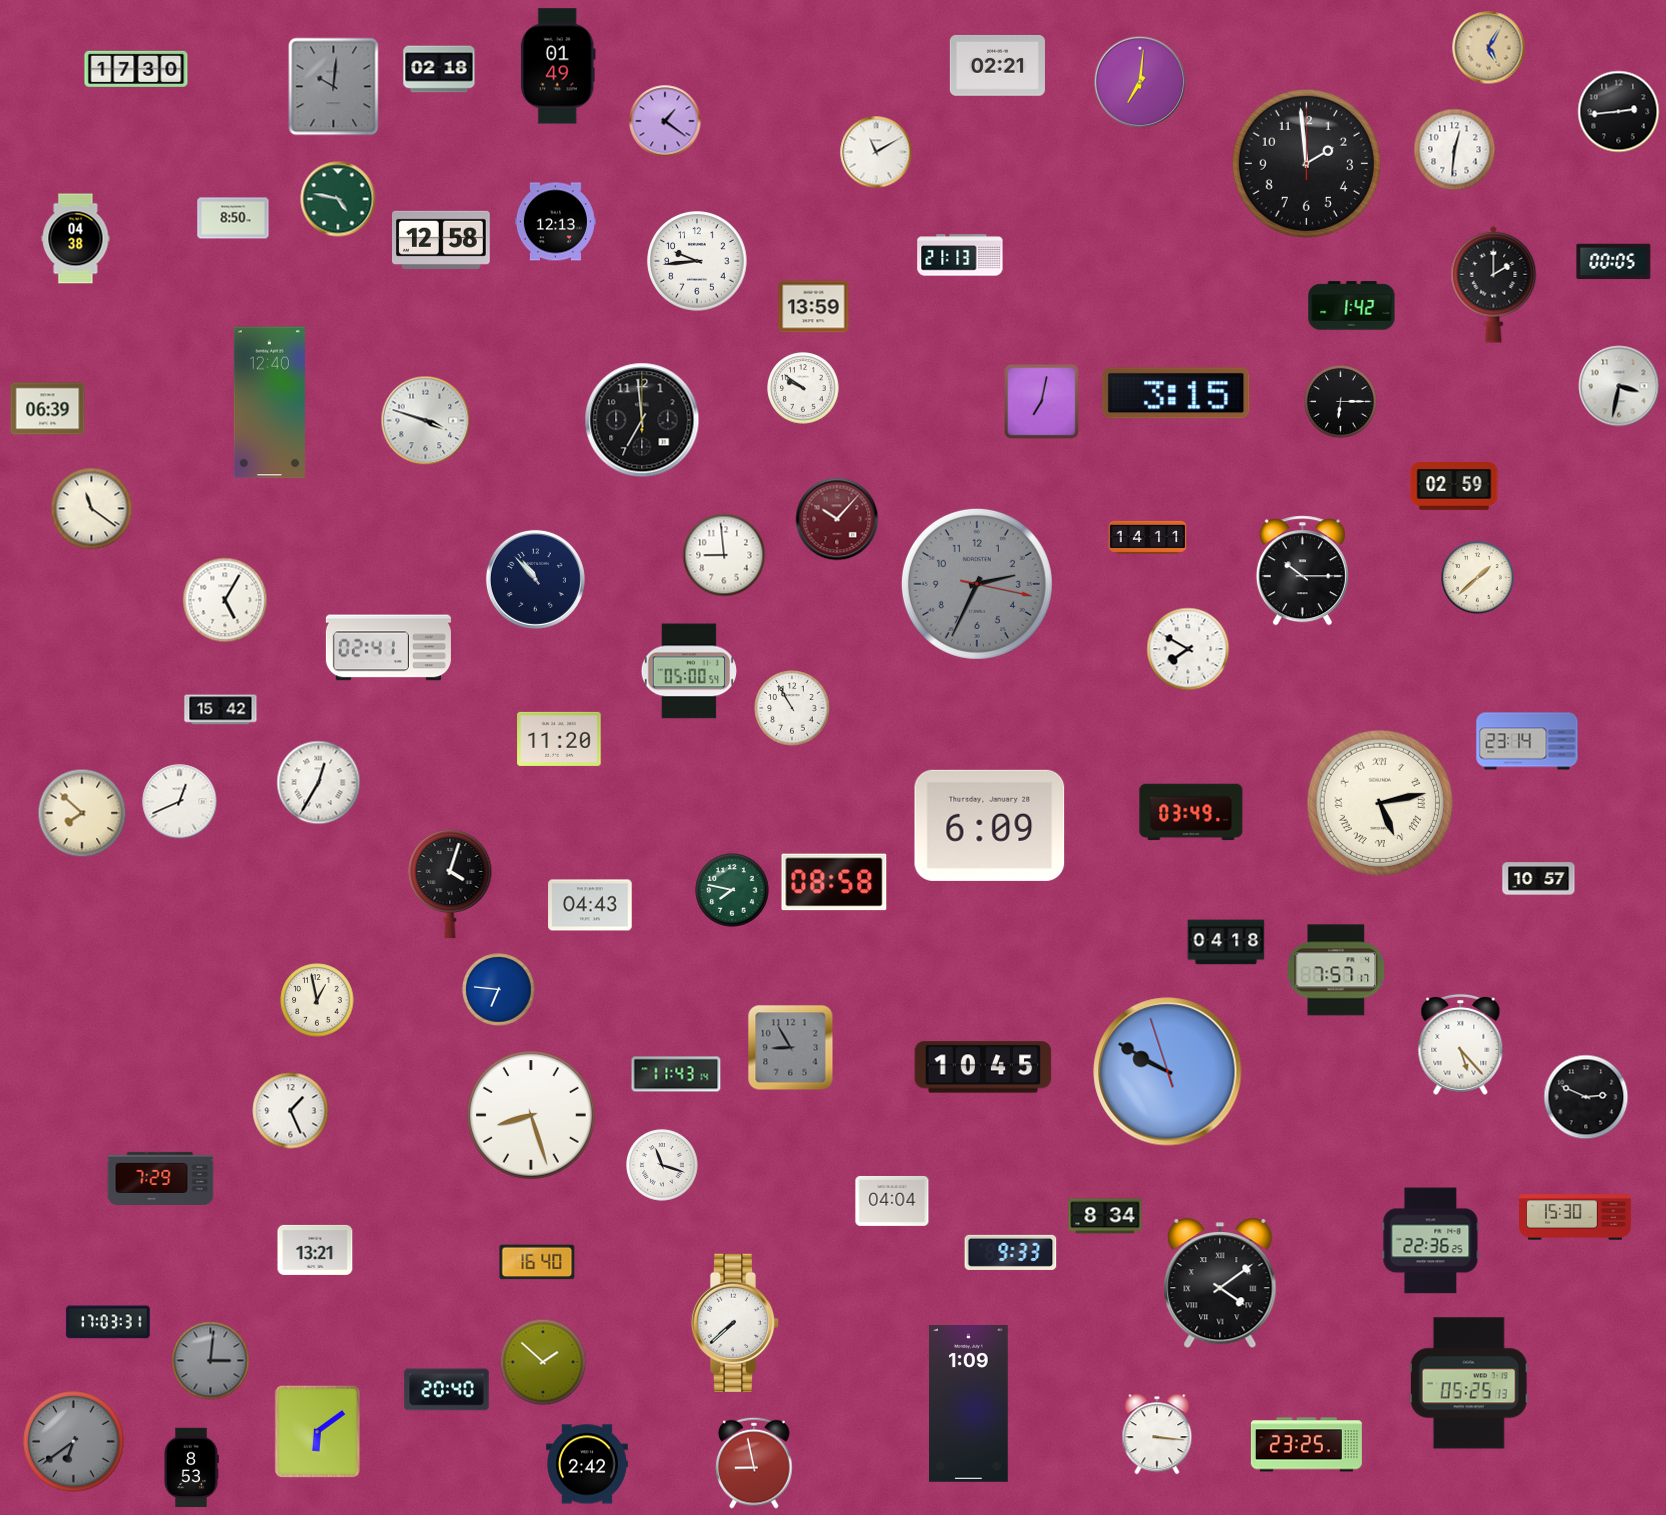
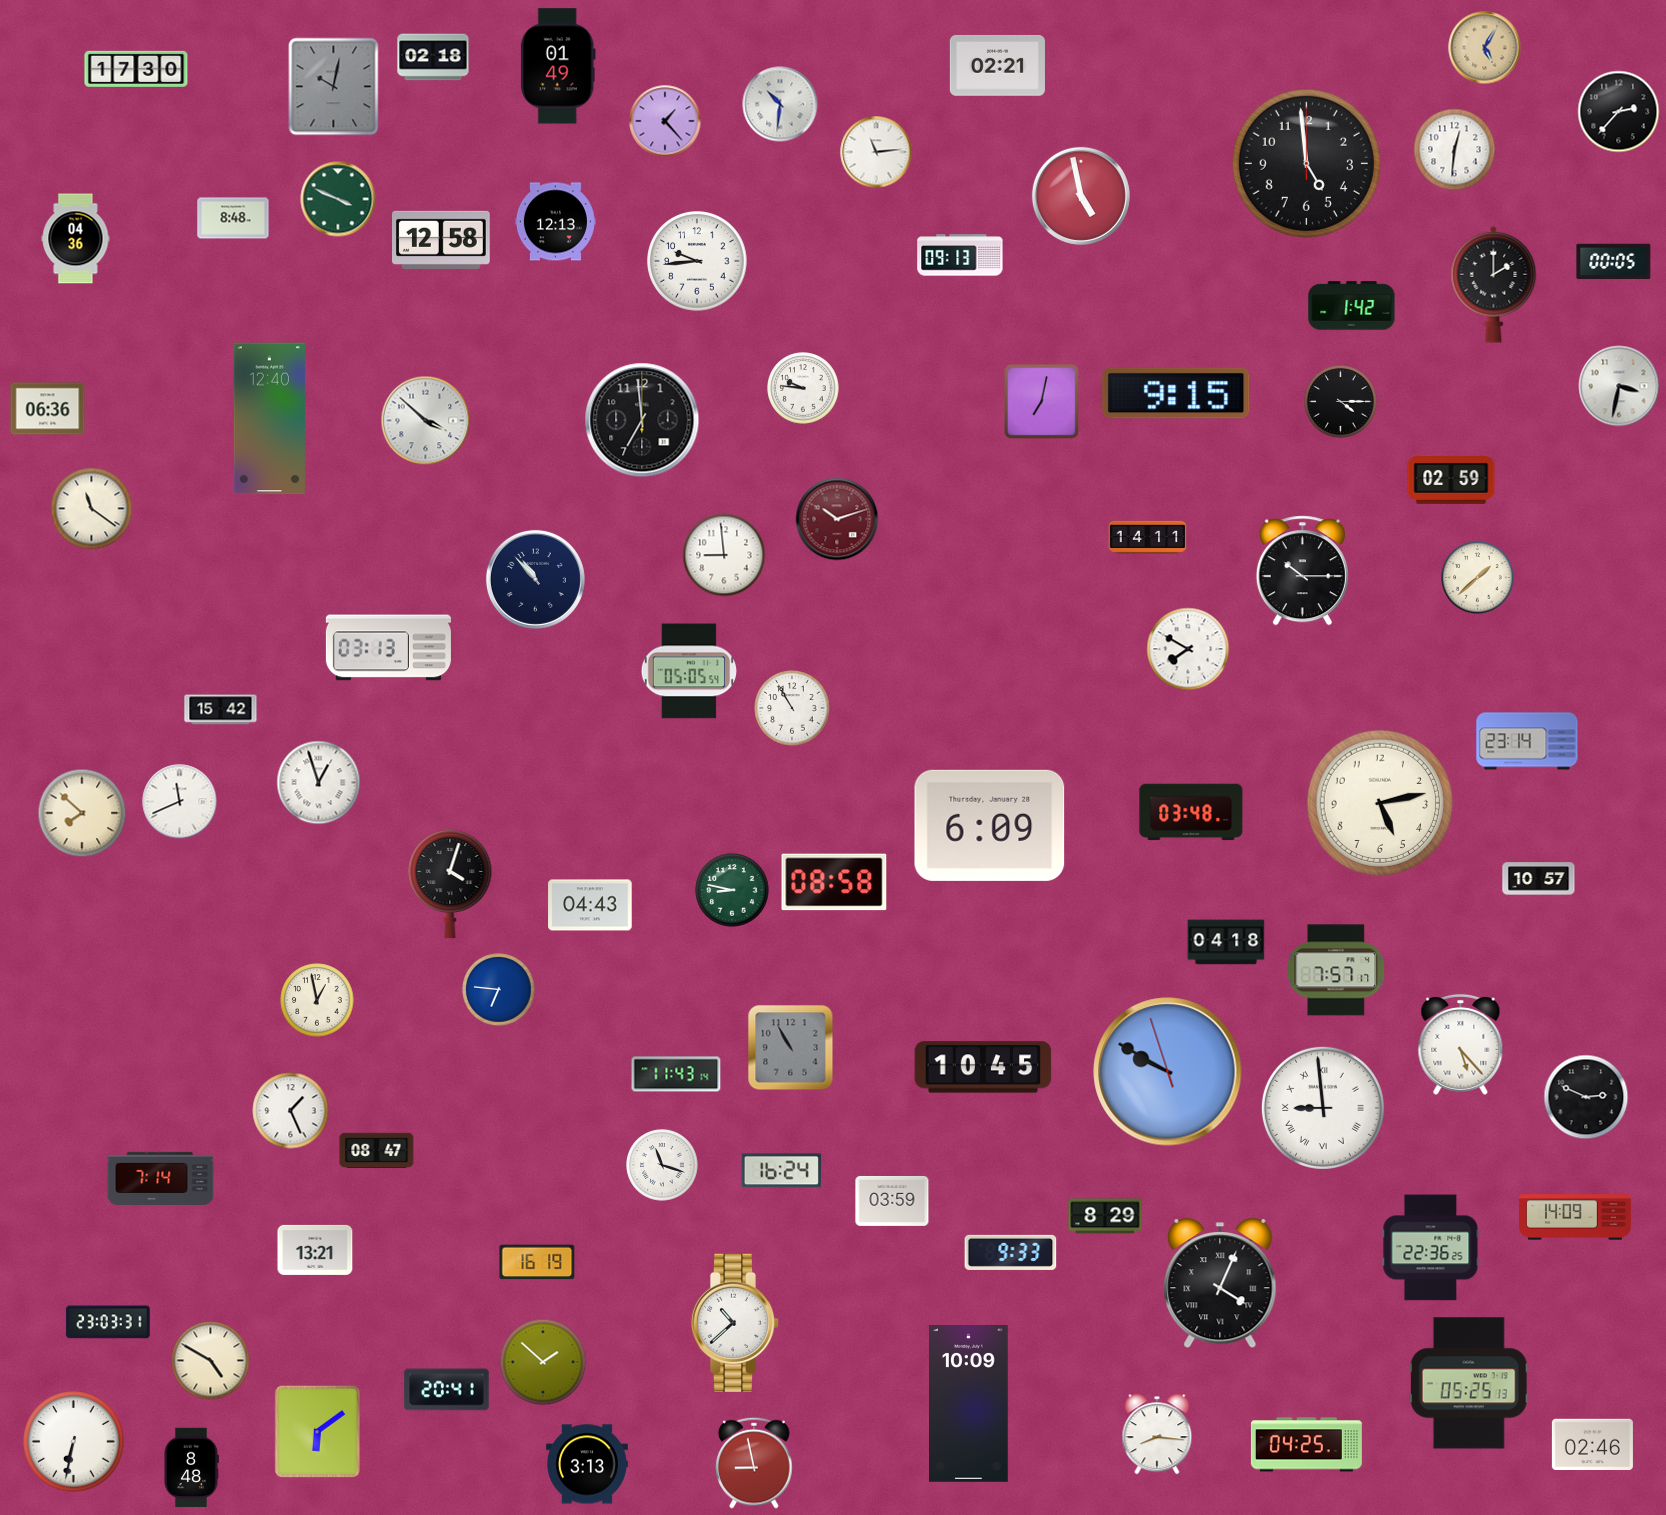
clock at (1489, 48) position: (1489, 48) -> (1485, 48)
clock at (439, 69) position: (439, 69) -> (433, 57)
clock at (1140, 82): 7:01 -> none
clock at (334, 87): 10:01 -> 10:02
clock at (780, 104): none -> 10:31
clock at (1619, 112): 2:44 -> 2:37
clock at (665, 121): 1:21 -> 1:23
clock at (876, 152): 11:10 -> 11:14
clock at (1306, 163): 1:59 -> 4:59
clock at (1081, 196): none -> 4:58
clock at (338, 199): 4:47 -> 3:49
clock at (233, 218): 8:50 -> 8:48
clock at (76, 239): 04:38 -> 04:36
clock at (960, 255): 21:13 -> 09:13
clock at (814, 307): 13:59 -> none
clock at (803, 388): 9:51 -> 9:46
clock at (1176, 393): 3:15 -> 9:15
clock at (1341, 402): 6:15 -> 4:15
clock at (269, 403) position: (269, 403) -> (269, 419)
clock at (48, 409): 06:39 -> 06:36
clock at (426, 421): 3:48 -> 3:52
clock at (1454, 487) position: (1454, 487) -> (1451, 481)
clock at (837, 519): 10:07 -> 10:12
clock at (977, 584): 2:34 -> none
clock at (225, 600): 5:05 -> none
clock at (388, 648): 02:41 -> 03:13
clock at (689, 671): 05:00 -> 05:05
clock at (559, 739): 11:20 -> none
clock at (319, 783): 12:35 -> 12:57
clock at (180, 802): 12:41 -> 11:41
clock at (1379, 802) numerals: Roman -> Arabic
clock at (1191, 812): 03:49 -> 03:48
clock at (732, 890): 7:47 -> 8:47
clock at (791, 1048): 8:55 -> 10:55
clock at (1323, 1108): none -> 8:59
clock at (531, 1115): 8:27 -> none
clock at (377, 1151): none -> 08:47
clock at (781, 1171): none -> 16:24
clock at (161, 1178): 7:29 -> 7:14
clock at (892, 1201): 04:04 -> 03:59
clock at (1105, 1216): 8:34 -> 8:29
clock at (1576, 1217): 15:30 -> 14:09
clock at (1431, 1241) position: (1431, 1241) -> (1431, 1248)
clock at (537, 1262): 16:40 -> 16:19
clock at (1220, 1284): 4:09 -> 4:04
clock at (108, 1322): 17:03 -> 23:03
clock at (735, 1322): 7:38 -> 10:38
clock at (211, 1361): 3:01 -> 4:50
clock at (211, 1361) dial: grey -> cream
clock at (447, 1390): 20:40 -> 20:41
clock at (969, 1404): 1:09 -> 10:09
clock at (1157, 1434): 3:16 -> 8:16
clock at (74, 1442): 6:39 -> 6:32
clock at (74, 1442) dial: grey -> white
clock at (1592, 1444): none -> 02:46
clock at (1306, 1445): 23:25 -> 04:25
clock at (587, 1464): 2:42 -> 3:13
clock at (191, 1468): 8:53 -> 8:48
